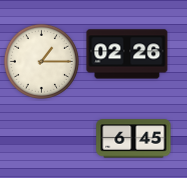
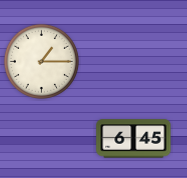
clock at (127, 54): 02:26 -> none
